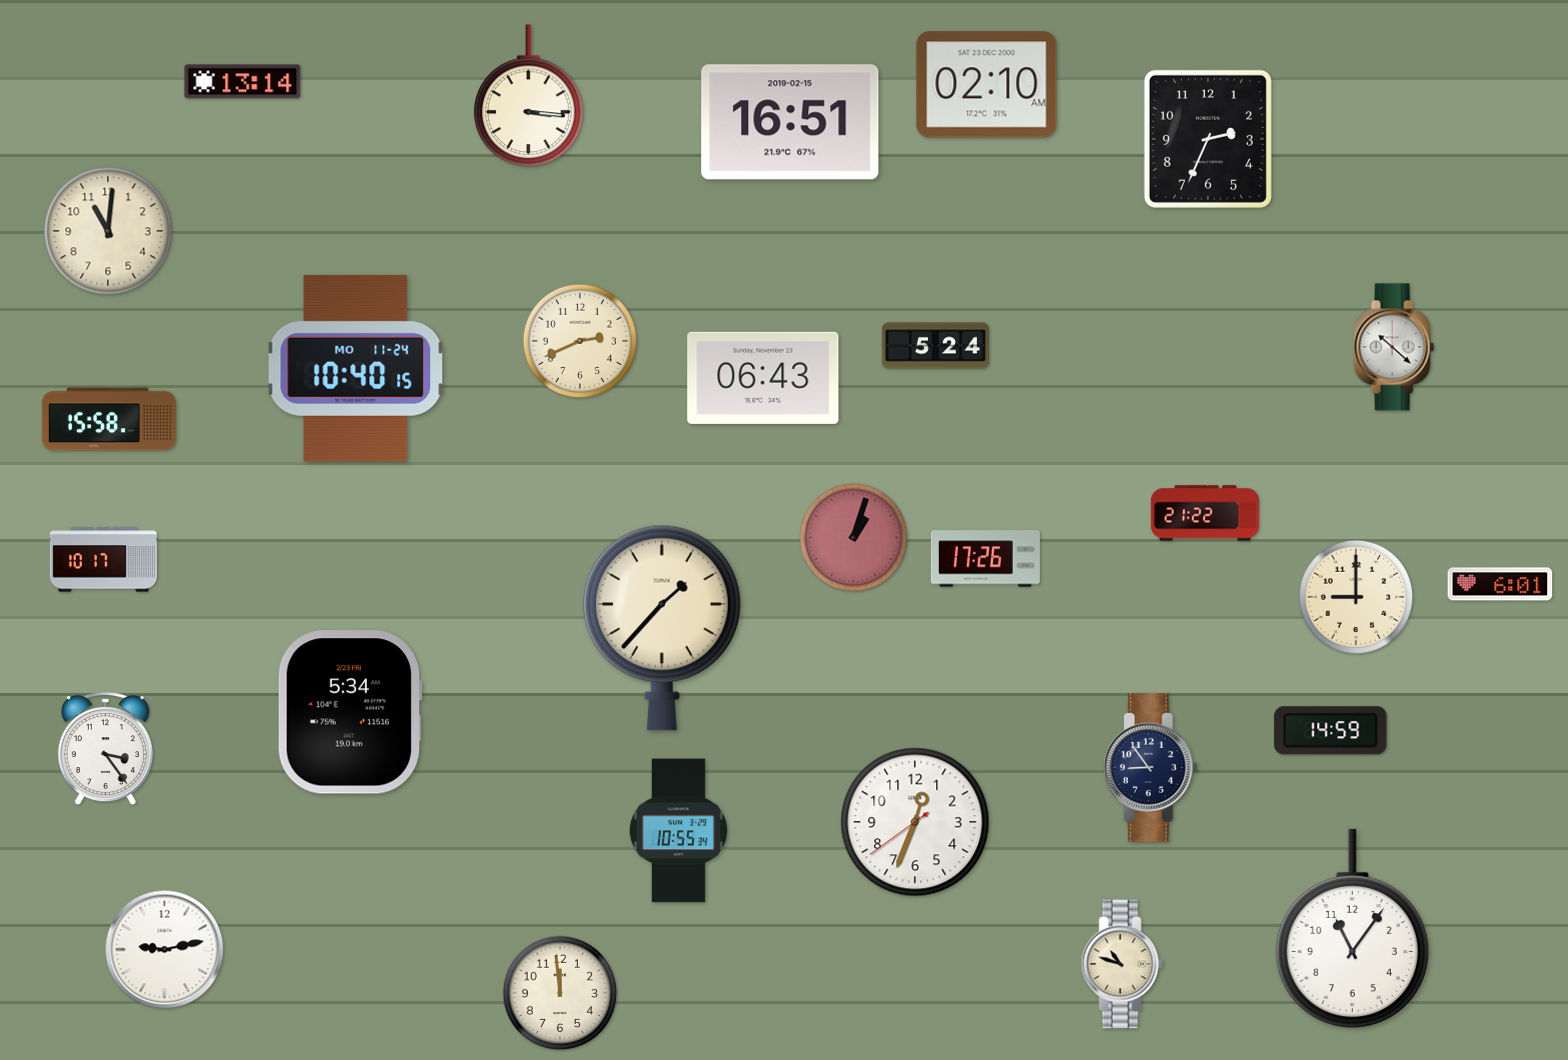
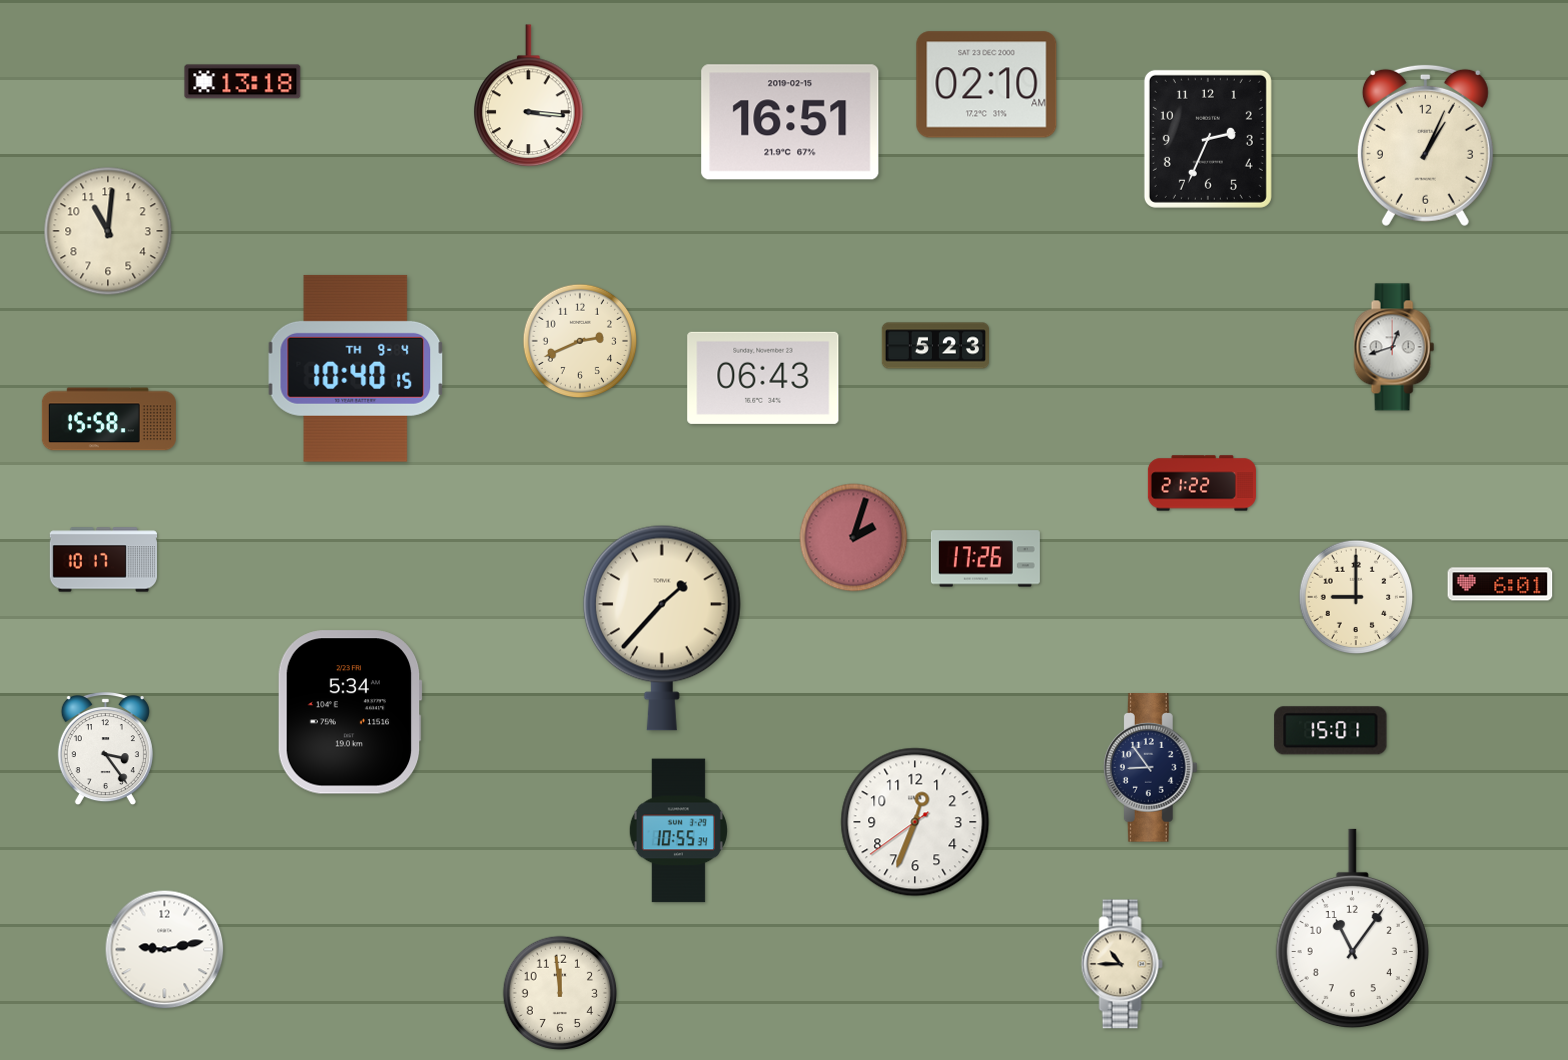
clock at (243, 82): 13:14 -> 13:18
clock at (1425, 145): none -> 1:04
clock at (936, 346): 5:24 -> 5:23
clock at (1394, 347): 10:22 -> 12:42
clock at (356, 368) date: MO 11-24 -> TH 9-4
clock at (1205, 513) position: (1205, 513) -> (1202, 483)
clock at (854, 538): 1:03 -> 2:03
clock at (1331, 731): 14:59 -> 15:01
clock at (1122, 964): 10:48 -> 10:45
